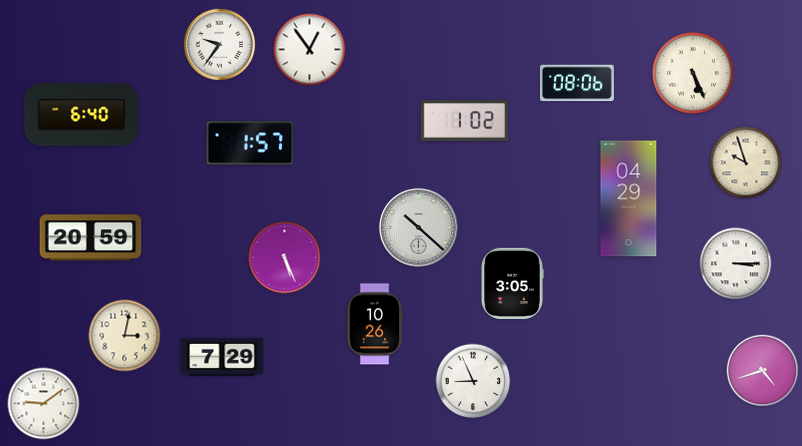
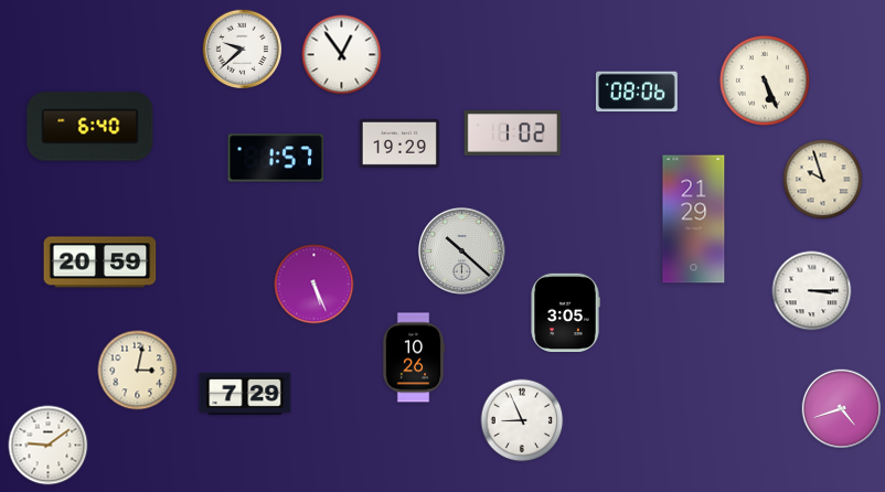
clock at (220, 45): 9:36 -> 9:38
clock at (399, 143): none -> 19:29
clock at (629, 199): 04:29 -> 21:29
